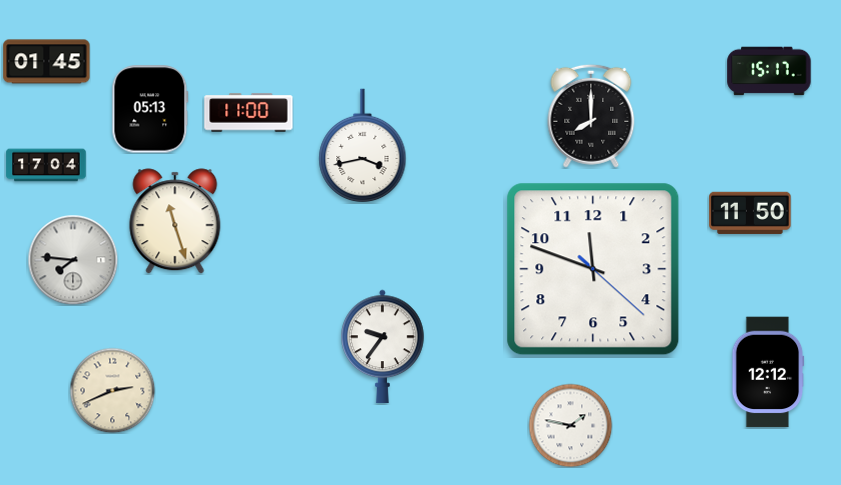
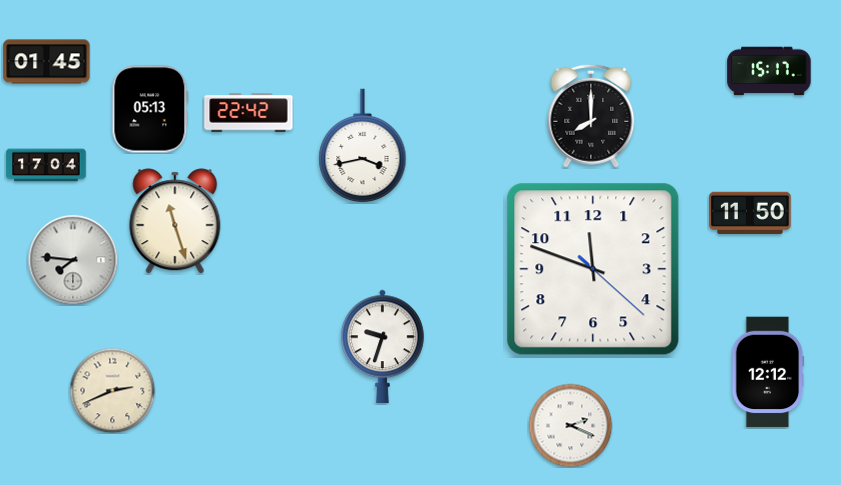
clock at (249, 113): 11:00 -> 22:42
clock at (383, 347): 9:36 -> 9:33
clock at (570, 425): 1:47 -> 2:19
